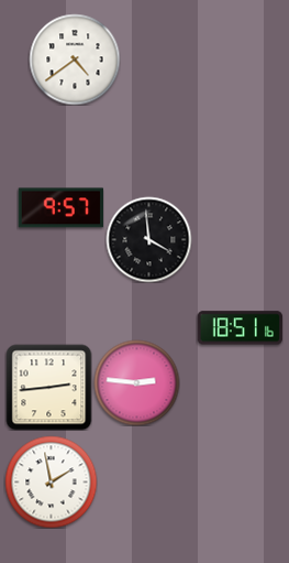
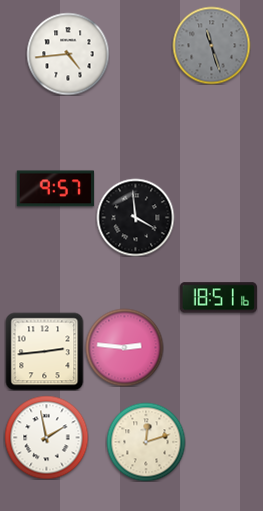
clock at (211, 45): none -> 11:27
clock at (75, 59): 4:39 -> 4:44
clock at (146, 442): none -> 12:12
